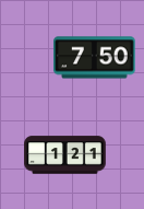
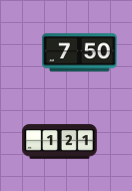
clock at (95, 58) position: (95, 58) -> (80, 53)
